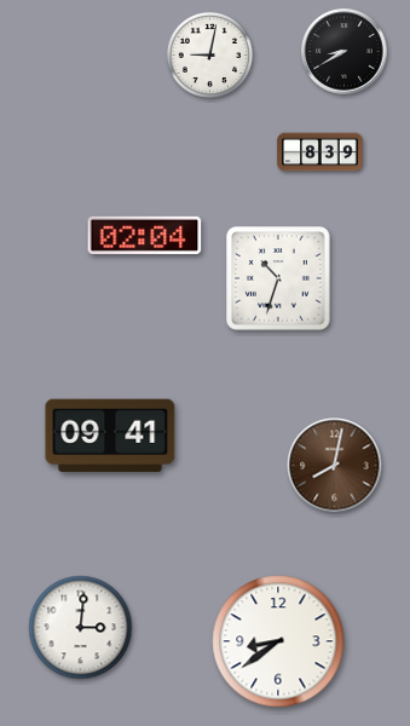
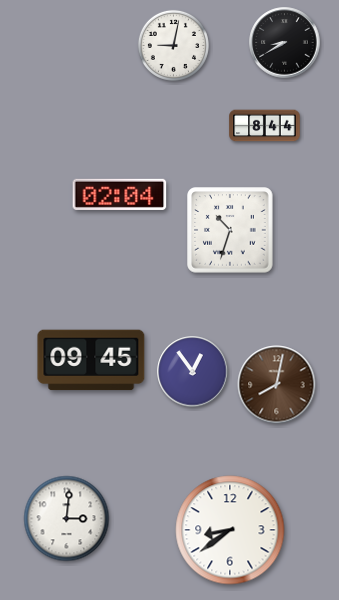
clock at (321, 152): 8:39 -> 8:44
clock at (110, 436): 09:41 -> 09:45
clock at (193, 372): none -> 12:54
